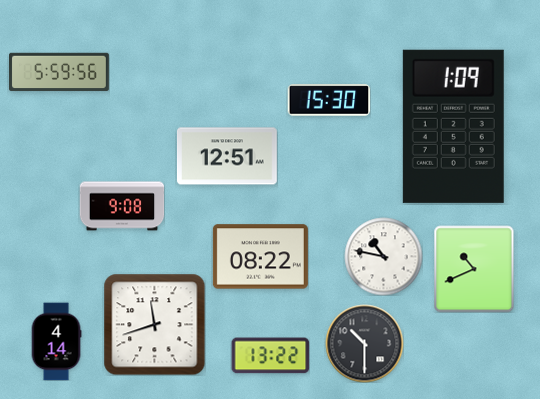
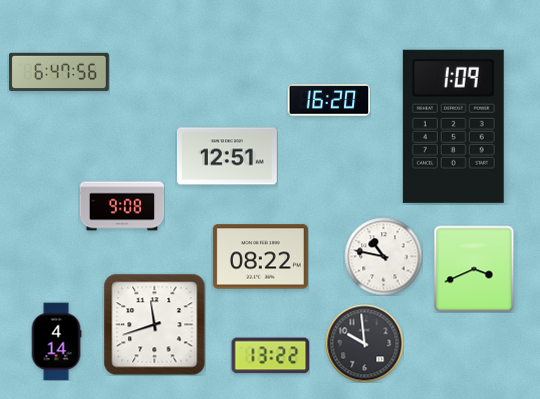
clock at (60, 72): 5:59 -> 6:47
clock at (329, 100): 15:30 -> 16:20
clock at (474, 269): 10:41 -> 3:41
clock at (364, 343): 10:30 -> 9:59
